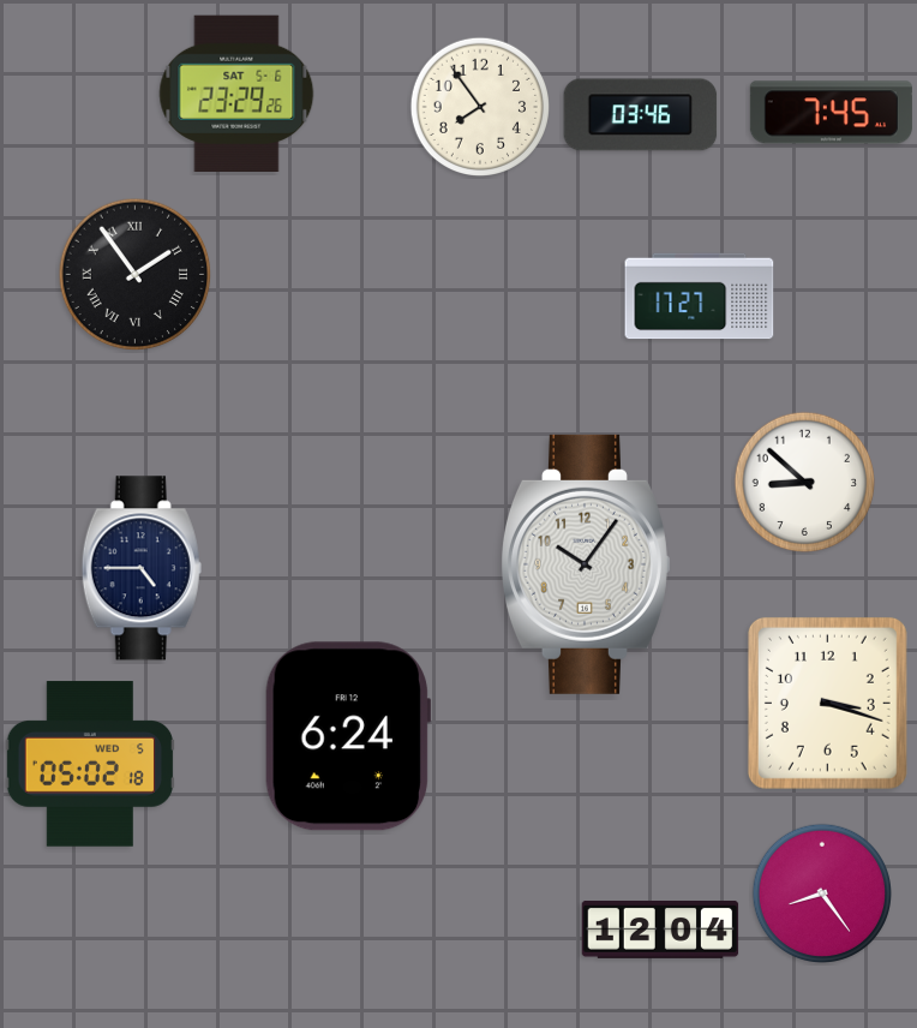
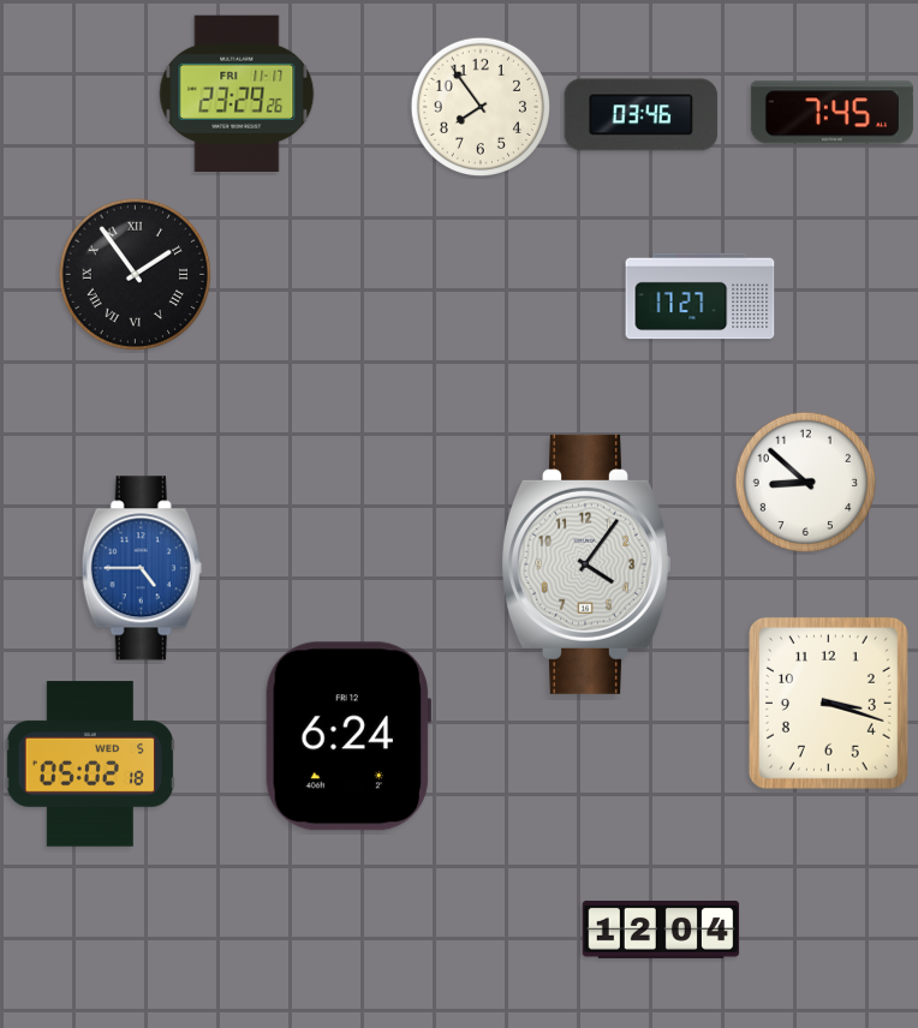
clock at (236, 92) date: SAT 5-6 -> FRI 11-17
clock at (585, 564): 10:06 -> 4:06
clock at (142, 568) dial: navy -> blue
clock at (821, 892): 8:24 -> none
